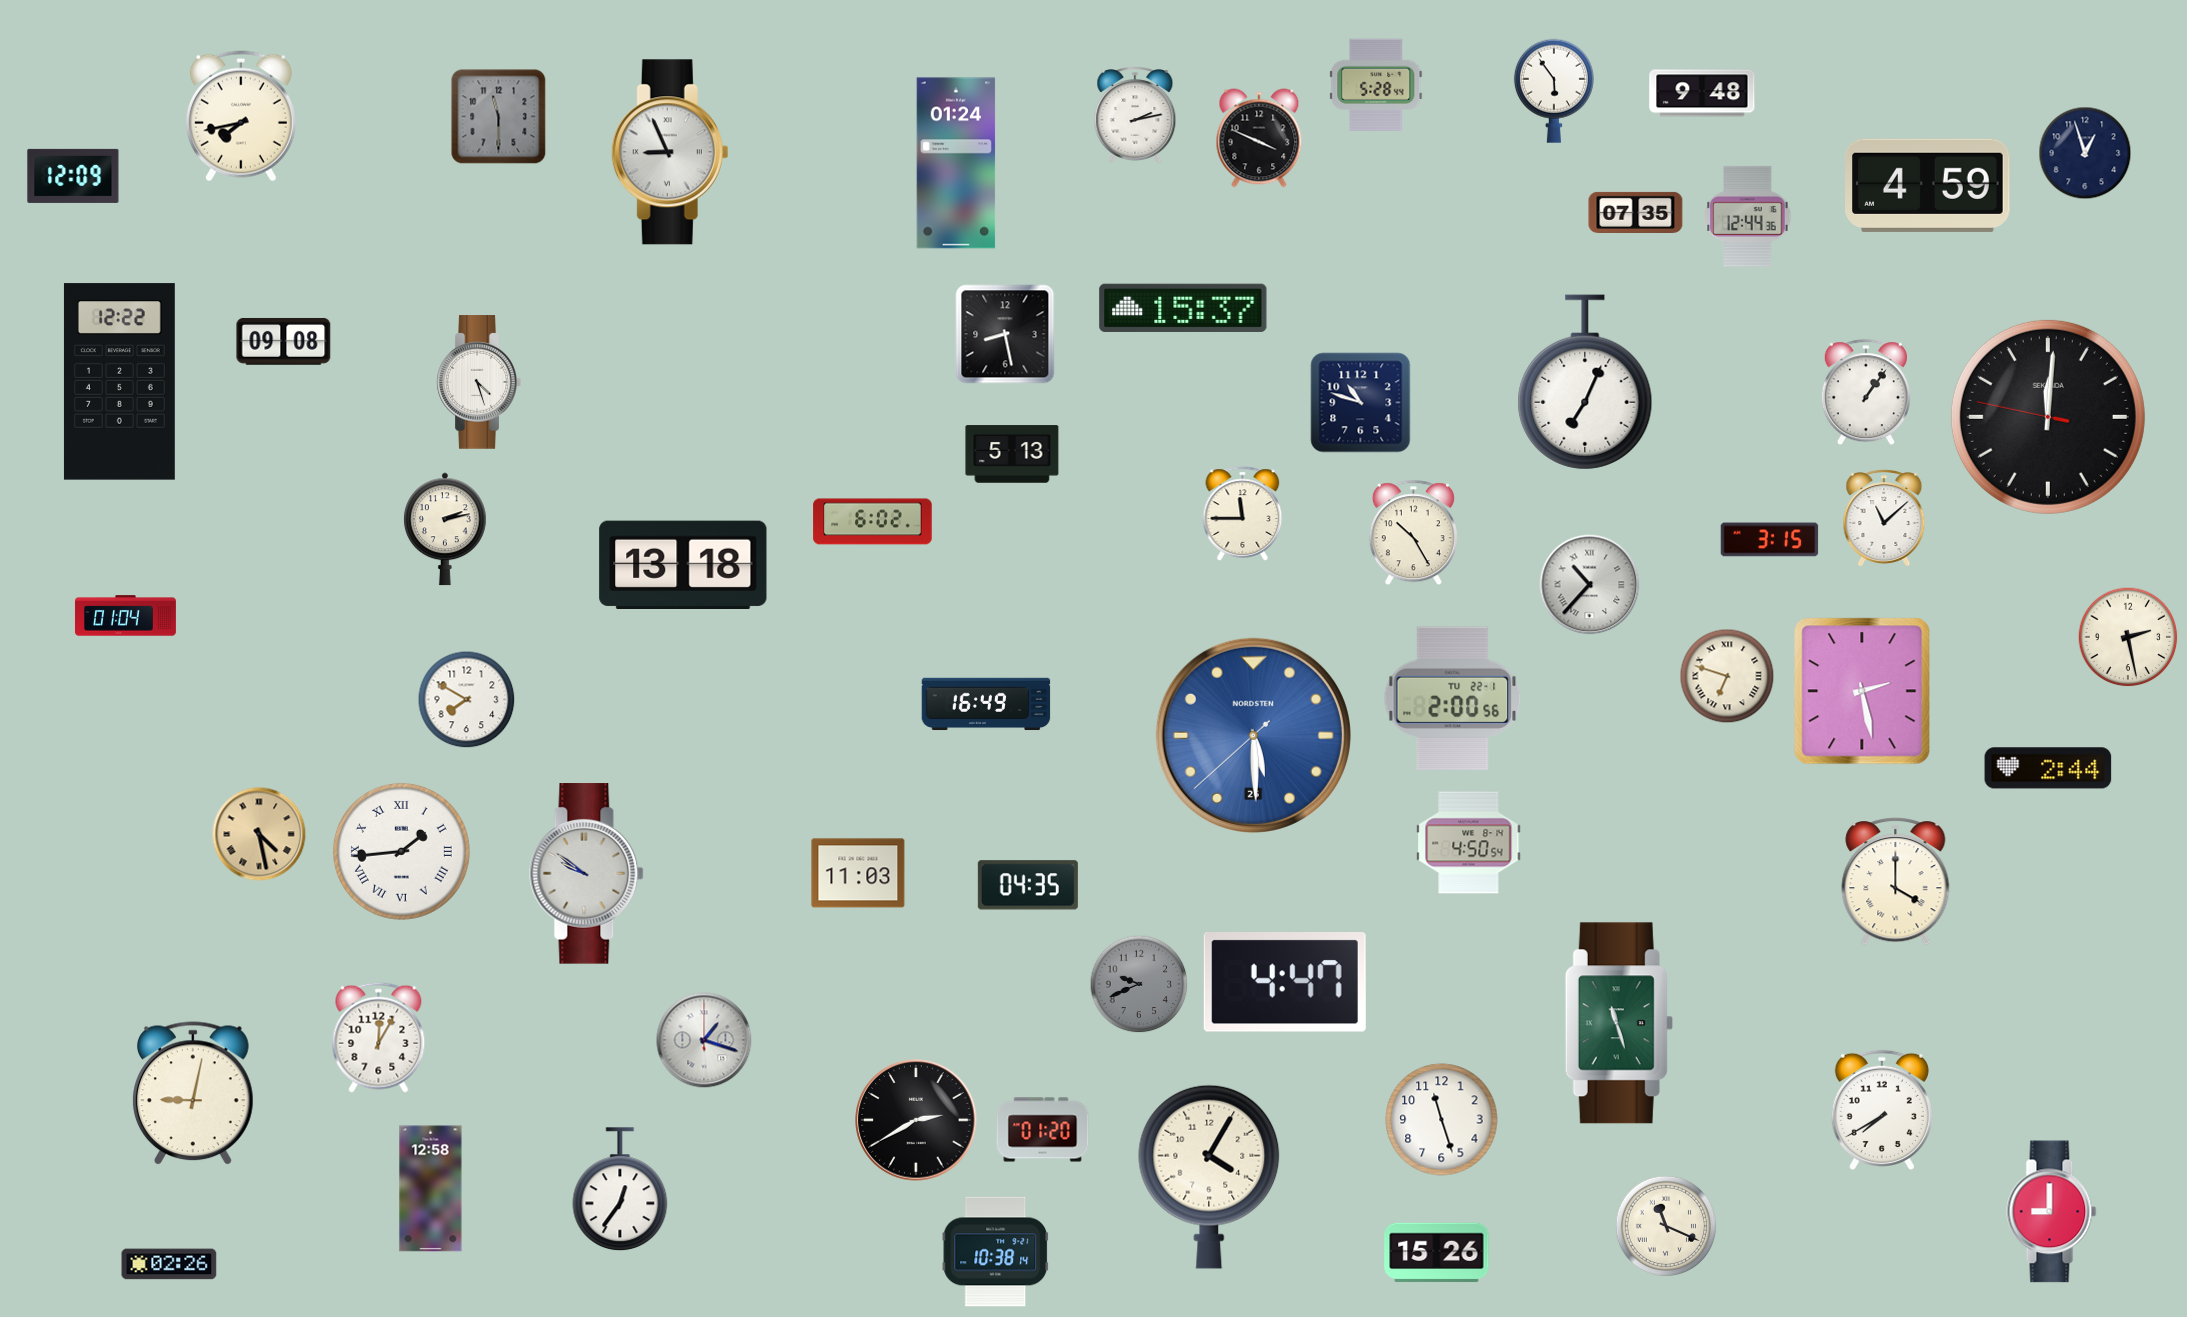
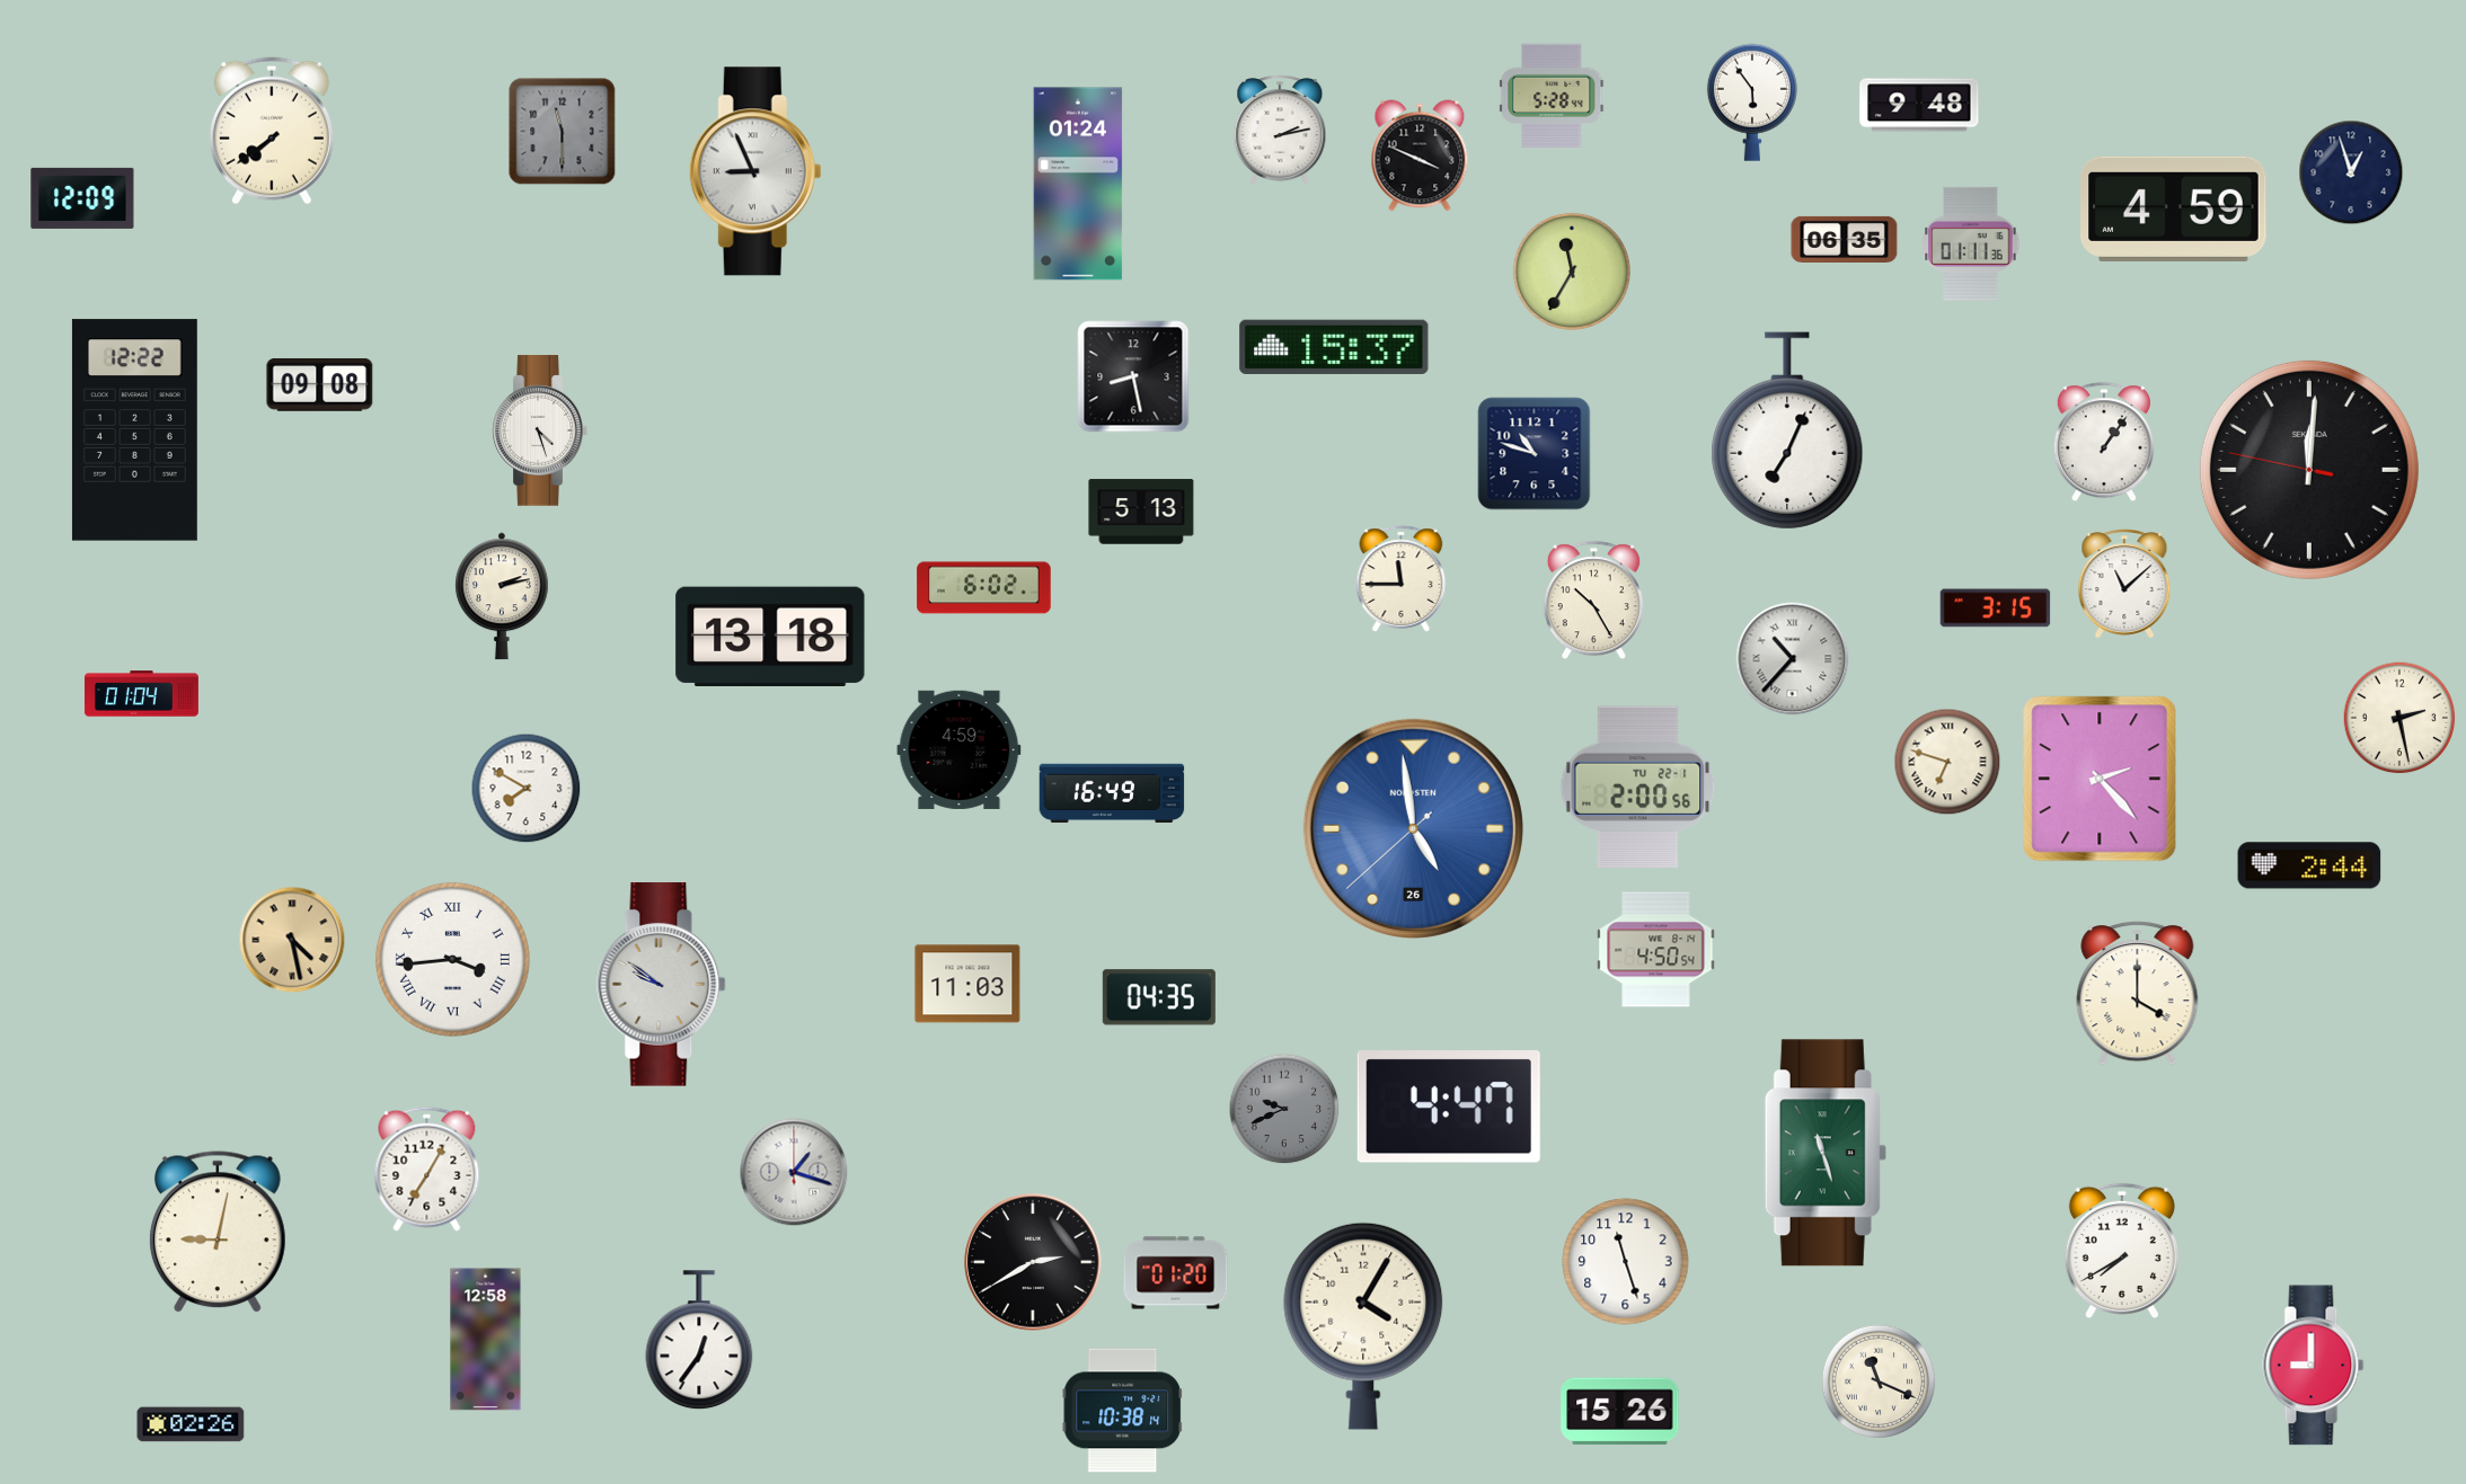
clock at (241, 116): 7:43 -> 7:39
clock at (1636, 212): 07:35 -> 06:35
clock at (1748, 216): 12:44 -> 01:11
clock at (1572, 272): none -> 11:35
clock at (960, 749): none -> 4:59
clock at (1862, 691): 2:28 -> 2:23
clock at (1253, 735): 5:29 -> 4:58
clock at (401, 851): 1:44 -> 3:44
clock at (379, 1037): 12:05 -> 7:05
